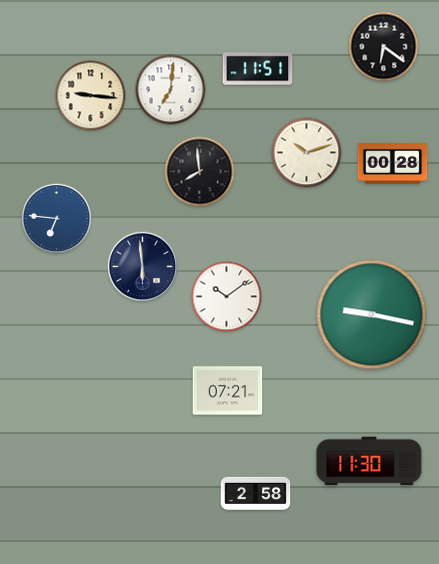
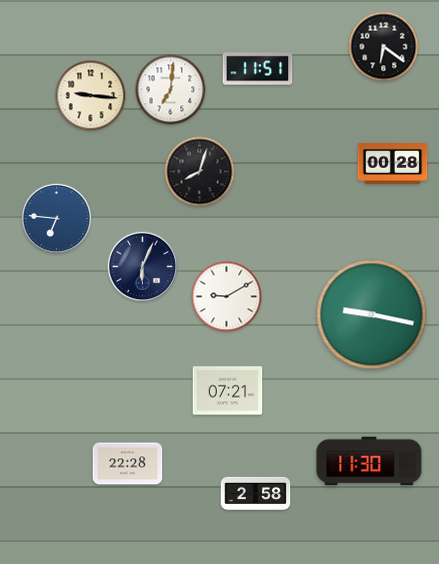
clock at (307, 153): 10:12 -> none
clock at (200, 172): 7:59 -> 8:03
clock at (143, 267): 5:59 -> 6:04
clock at (227, 297): 10:09 -> 9:10
clock at (128, 464): none -> 22:28
